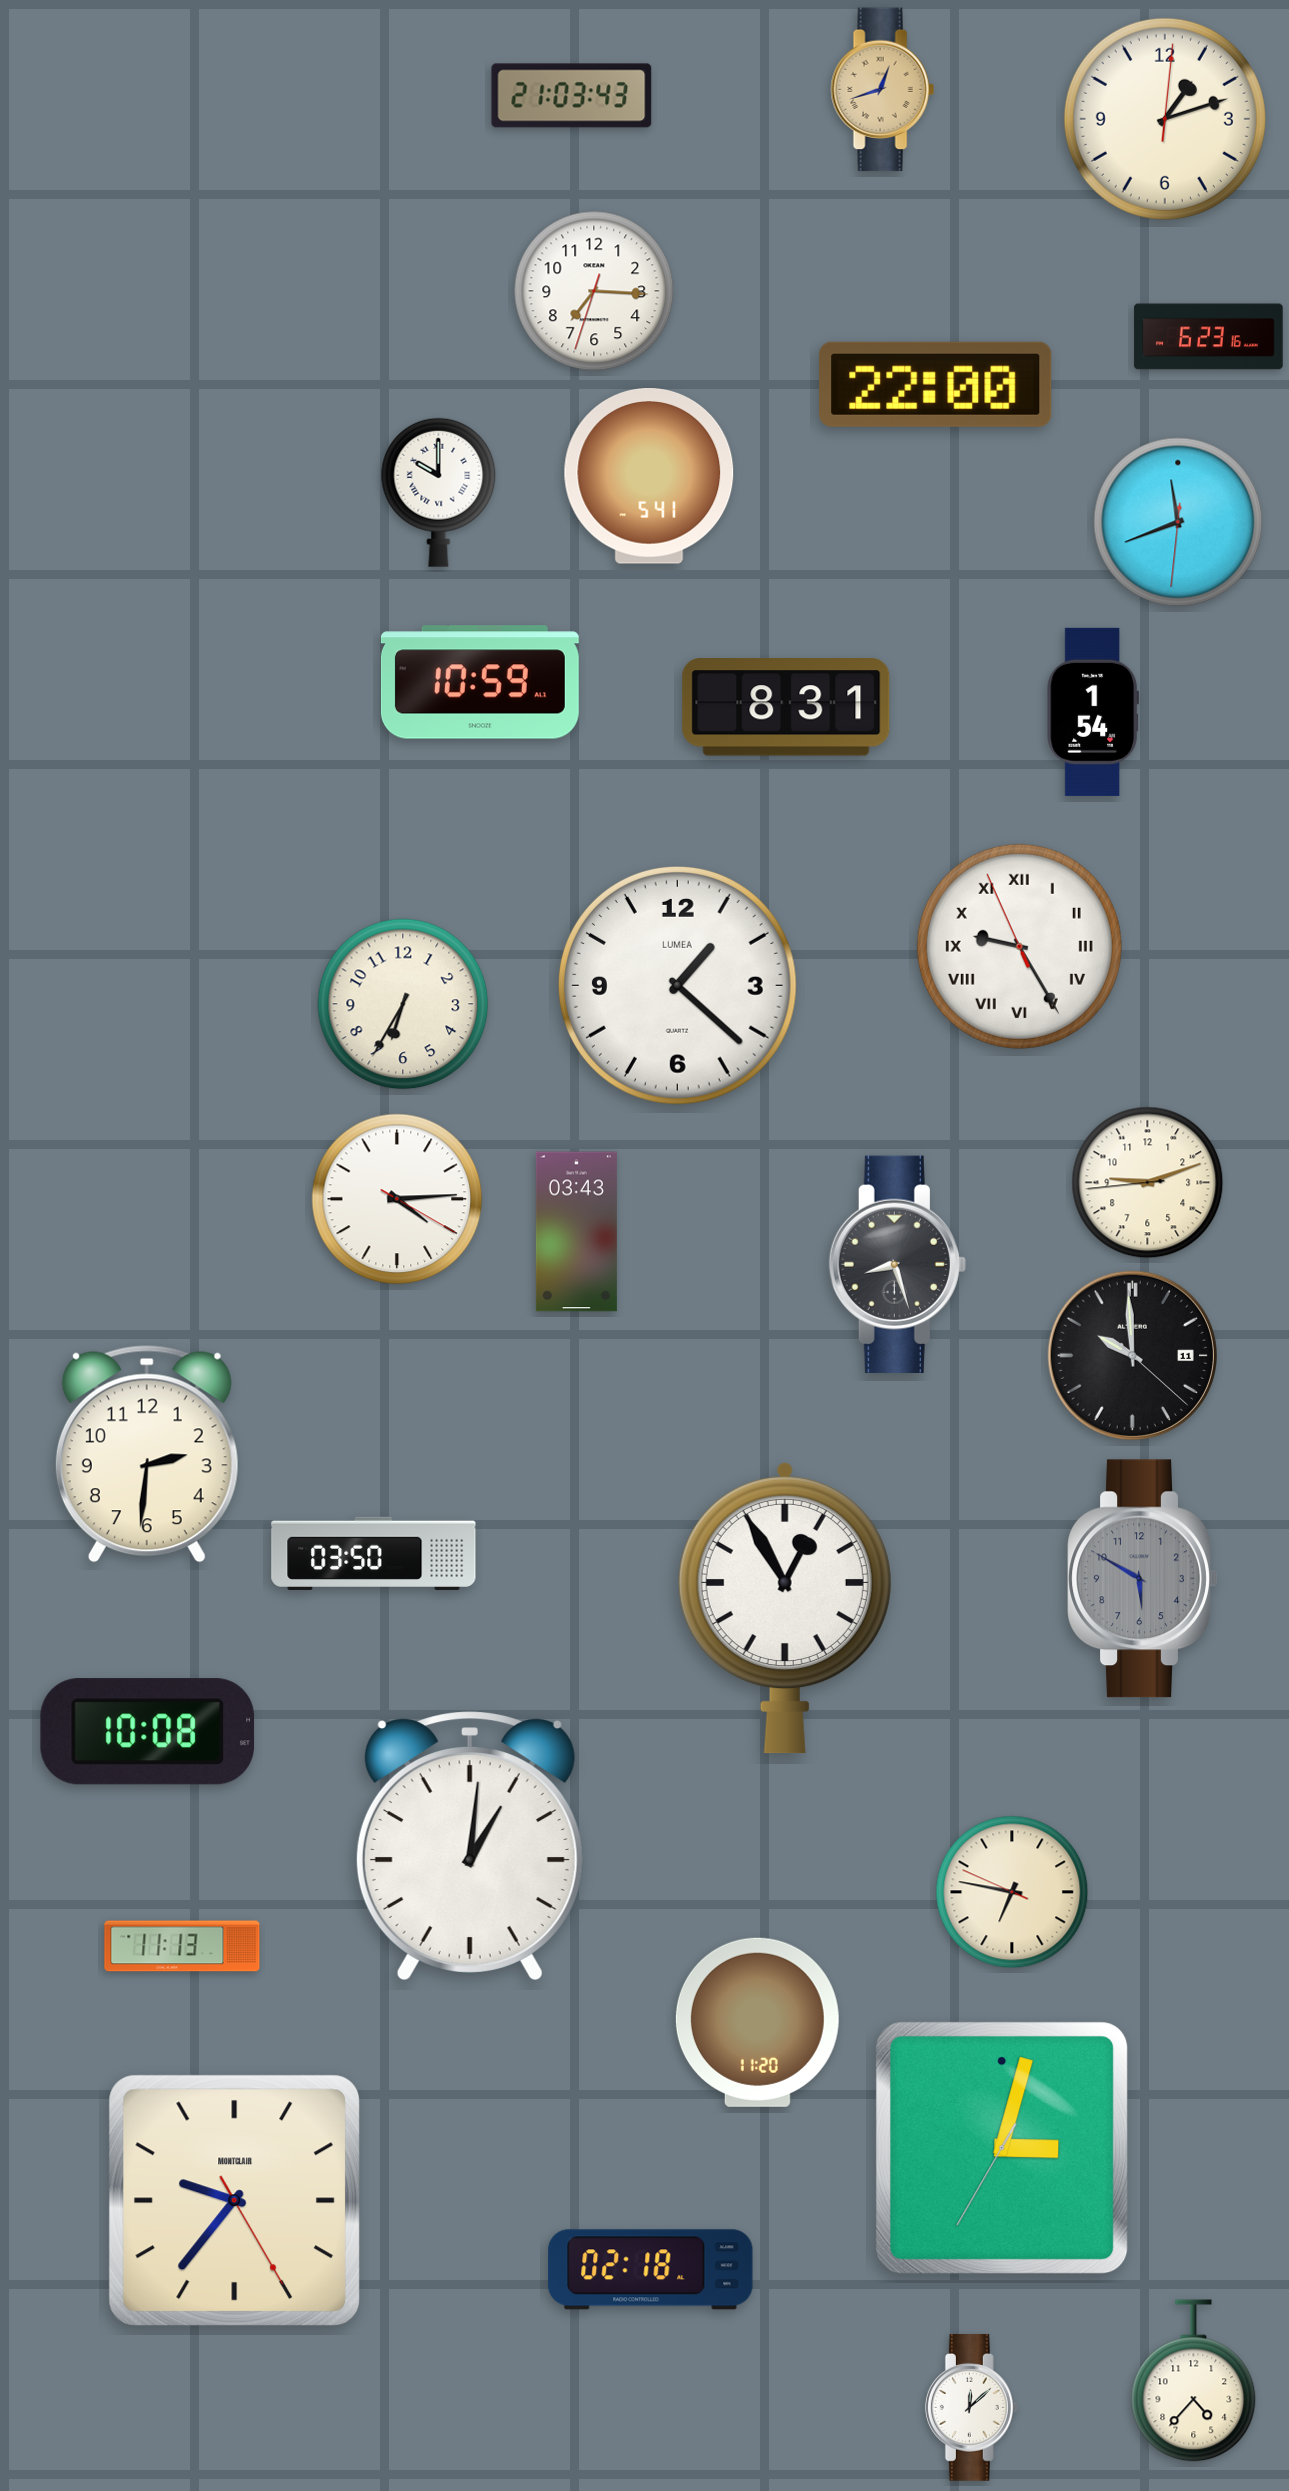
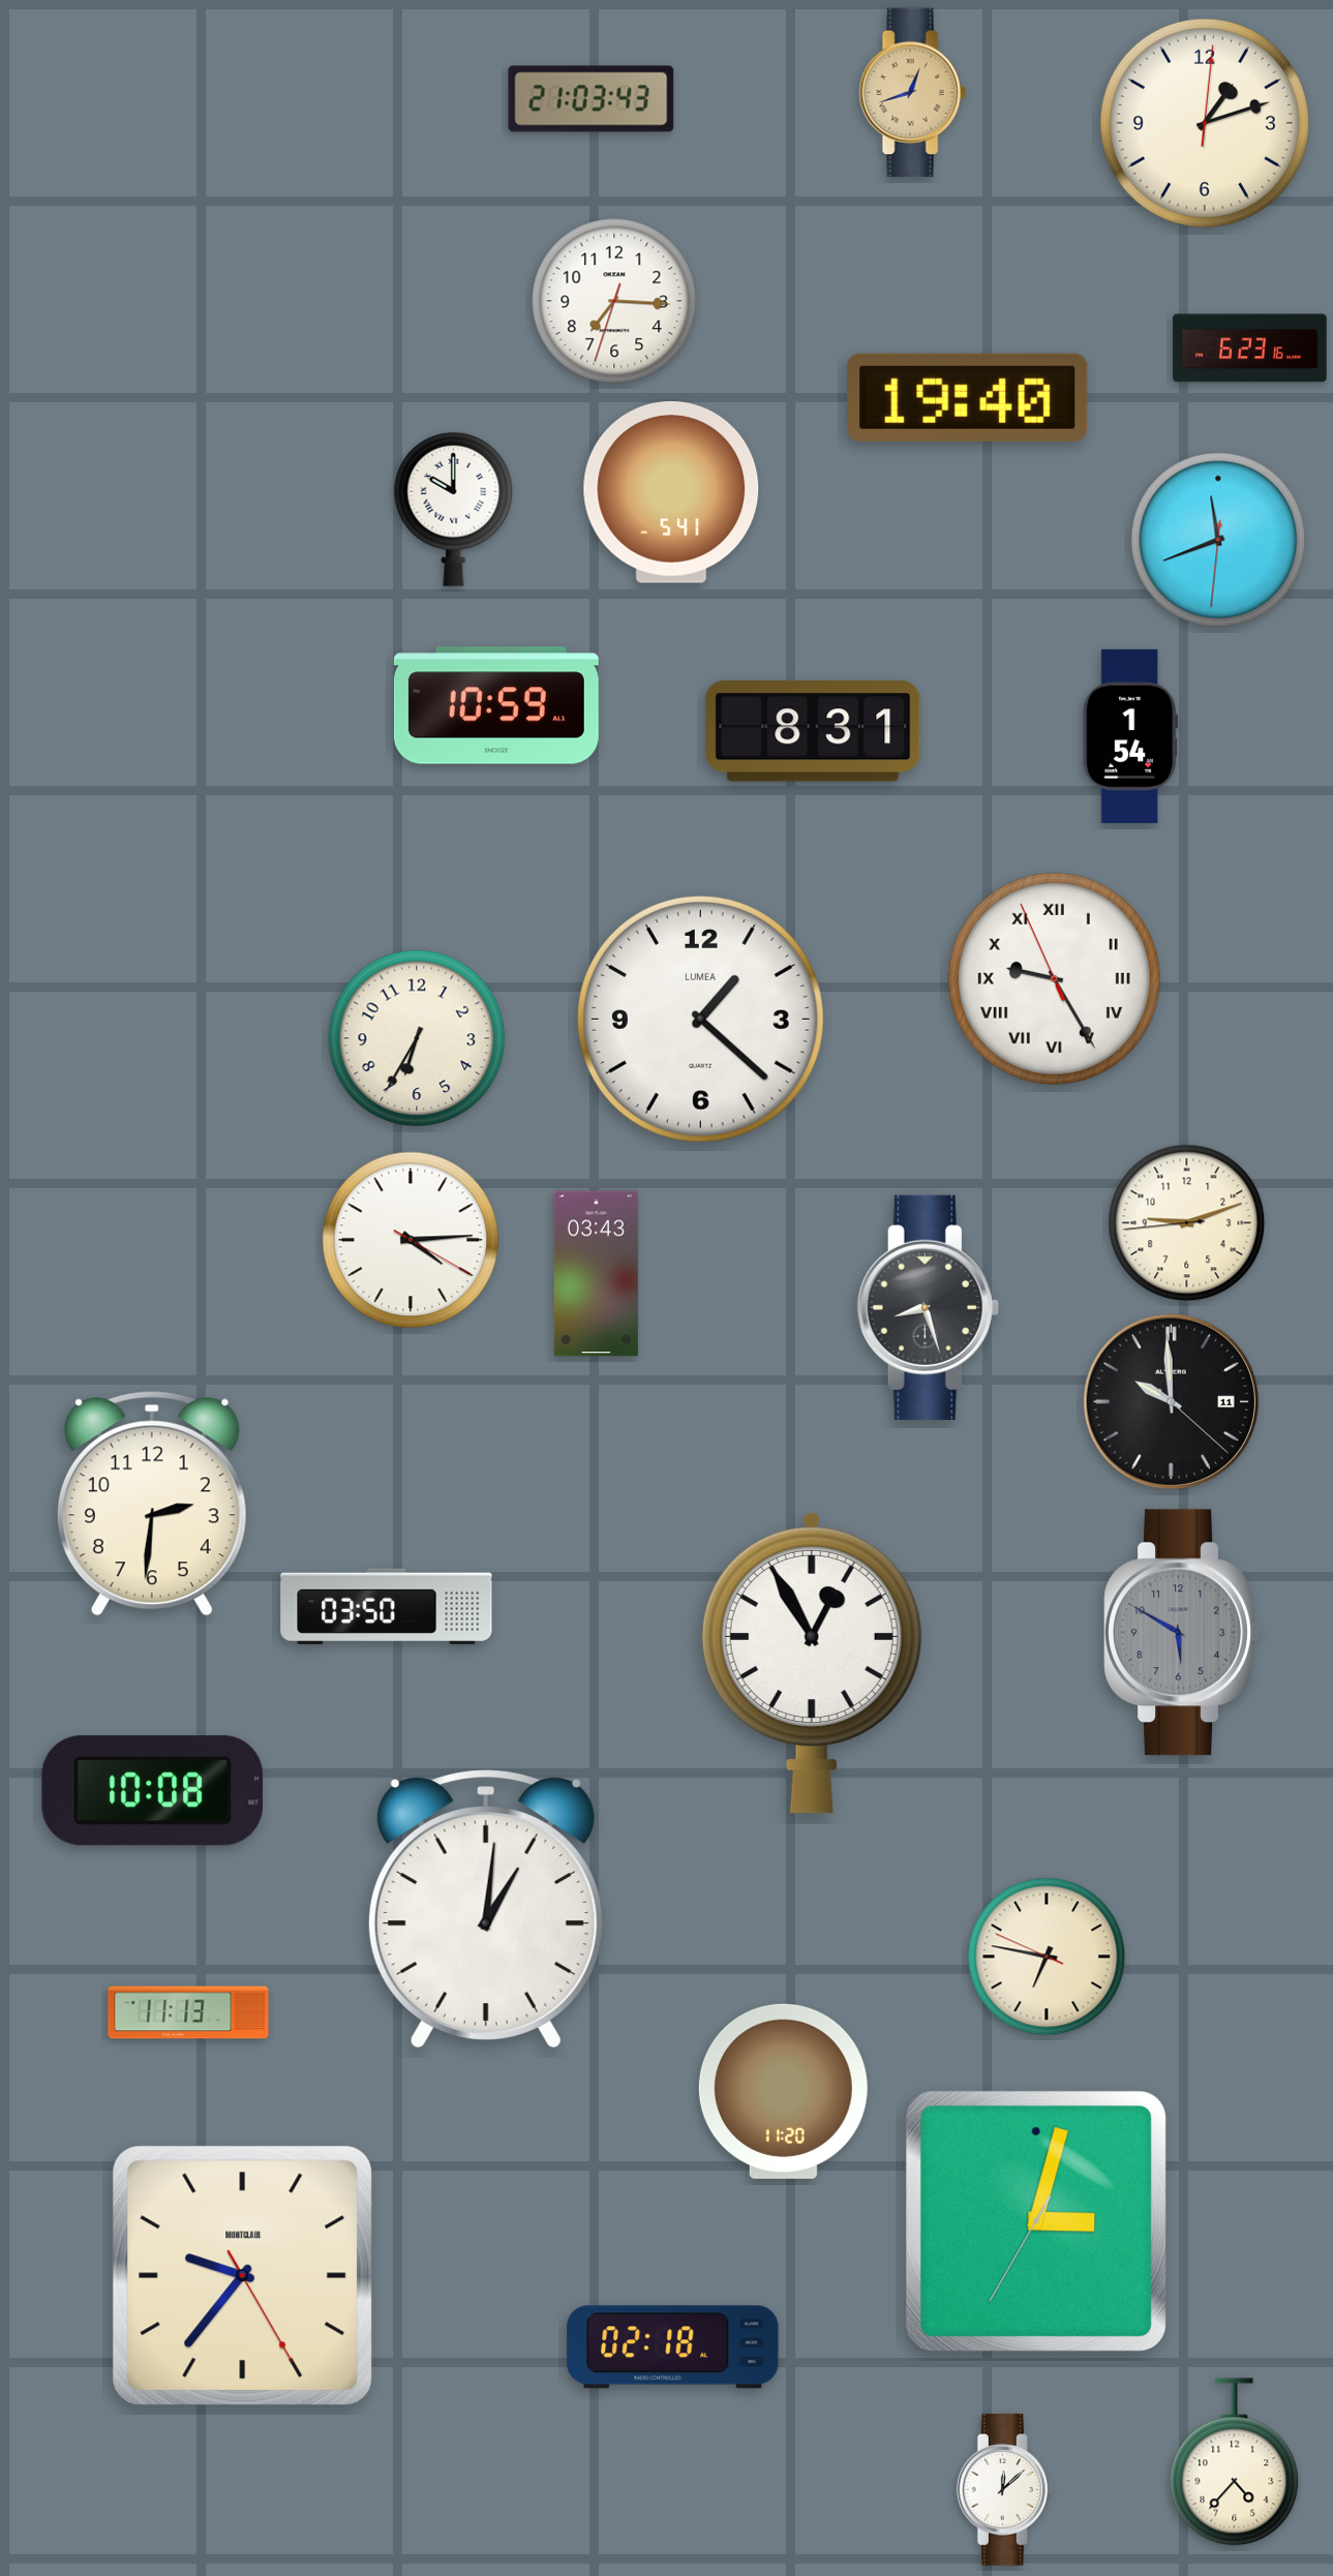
clock at (936, 384): 22:00 -> 19:40
